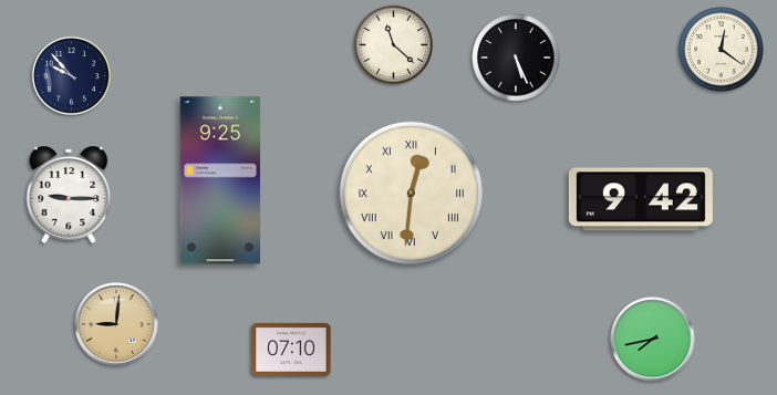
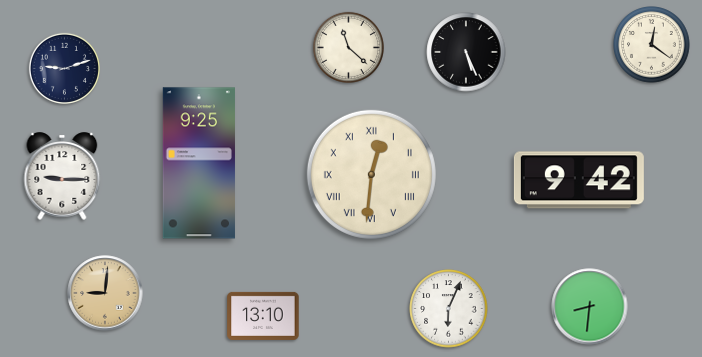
clock at (393, 44) position: (393, 44) -> (348, 47)
clock at (71, 75): 9:53 -> 9:12
clock at (653, 340): 7:43 -> 8:31
clock at (449, 309): none -> 6:04
clock at (291, 350): 07:10 -> 13:10
